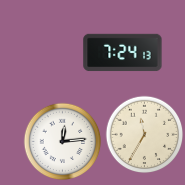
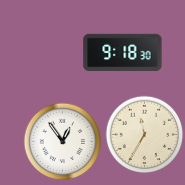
clock at (123, 53): 7:24 -> 9:18
clock at (62, 141): 12:14 -> 12:54
